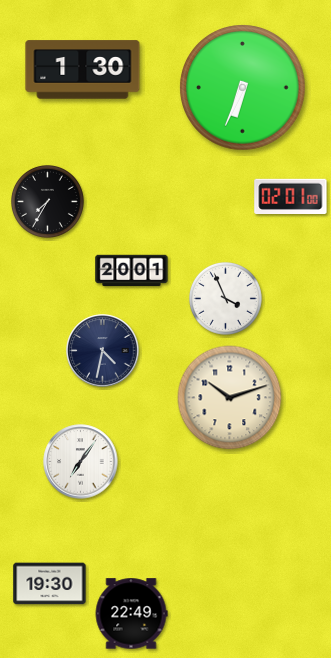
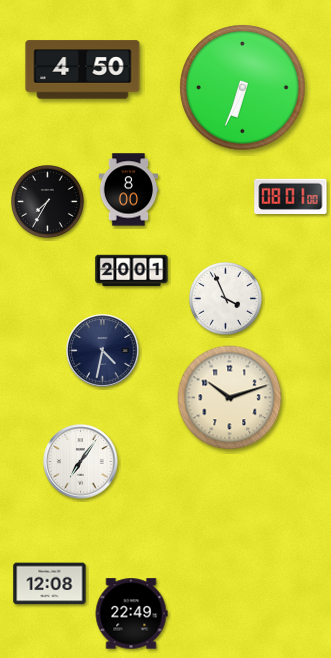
clock at (83, 70): 1:30 -> 4:50
clock at (129, 190): none -> 8:00
clock at (291, 196): 02:01 -> 08:01
clock at (50, 584): 19:30 -> 12:08
